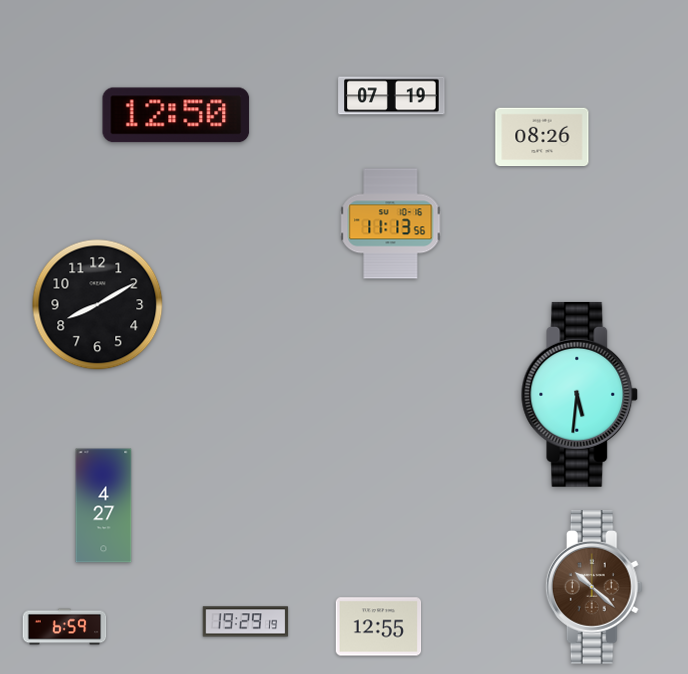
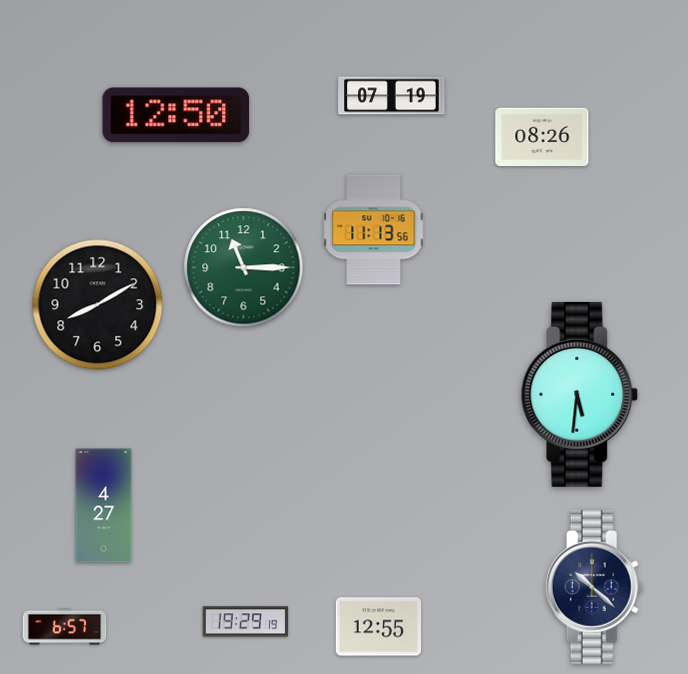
clock at (391, 224) position: (391, 224) -> (374, 230)
clock at (244, 268): none -> 11:15
clock at (594, 587) dial: brown -> navy
clock at (65, 627): 6:59 -> 6:57
